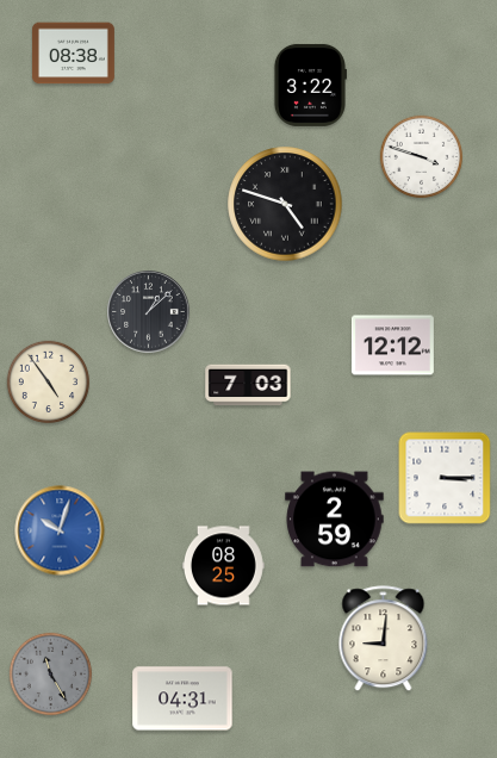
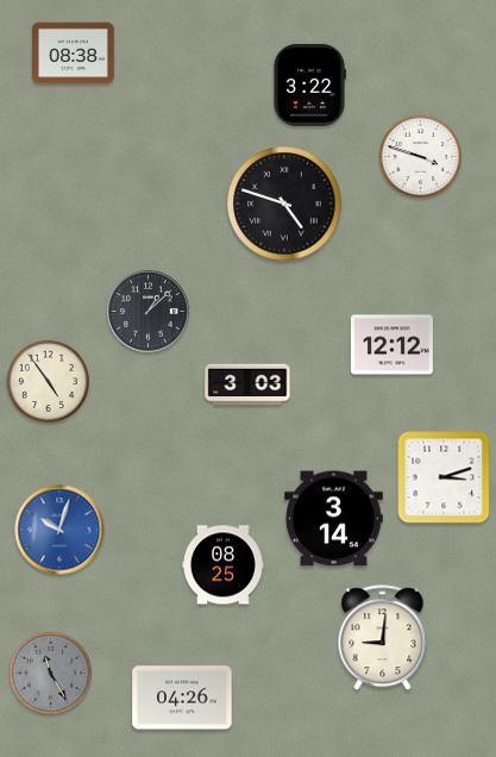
clock at (248, 385): 7:03 -> 3:03
clock at (445, 478): 3:15 -> 3:12
clock at (335, 520): 2:59 -> 3:14
clock at (182, 698): 04:31 -> 04:26
